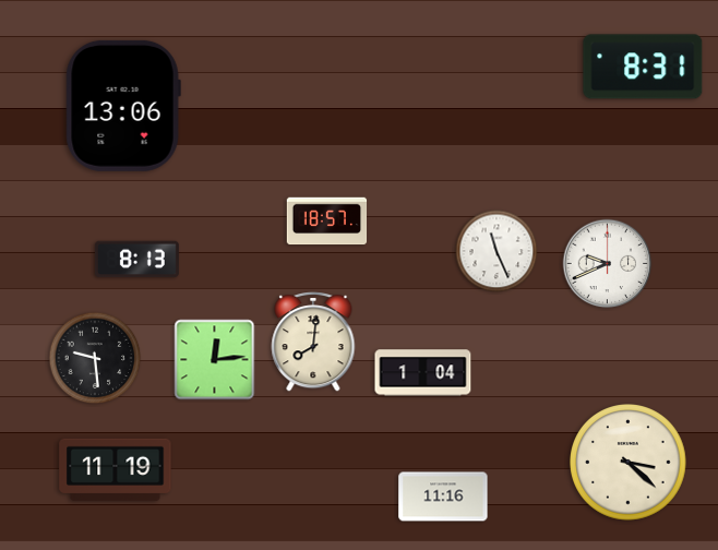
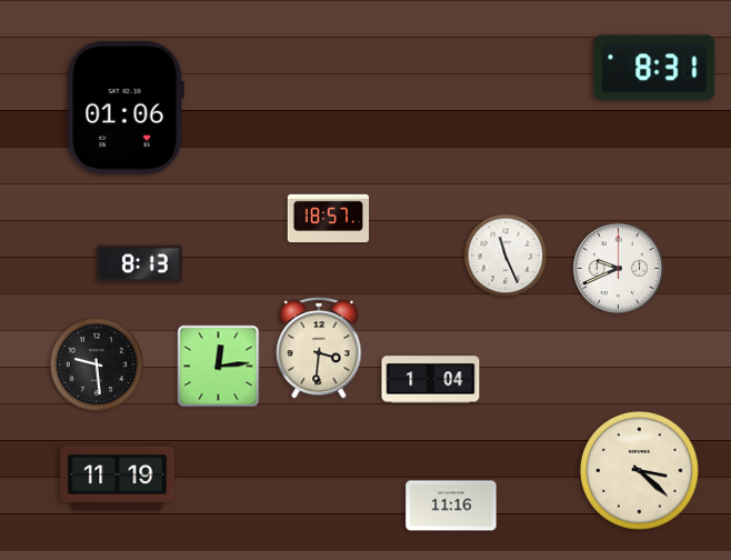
clock at (123, 106): 13:06 -> 01:06
clock at (327, 222) position: (327, 222) -> (329, 219)
clock at (313, 342): 8:01 -> 3:31
